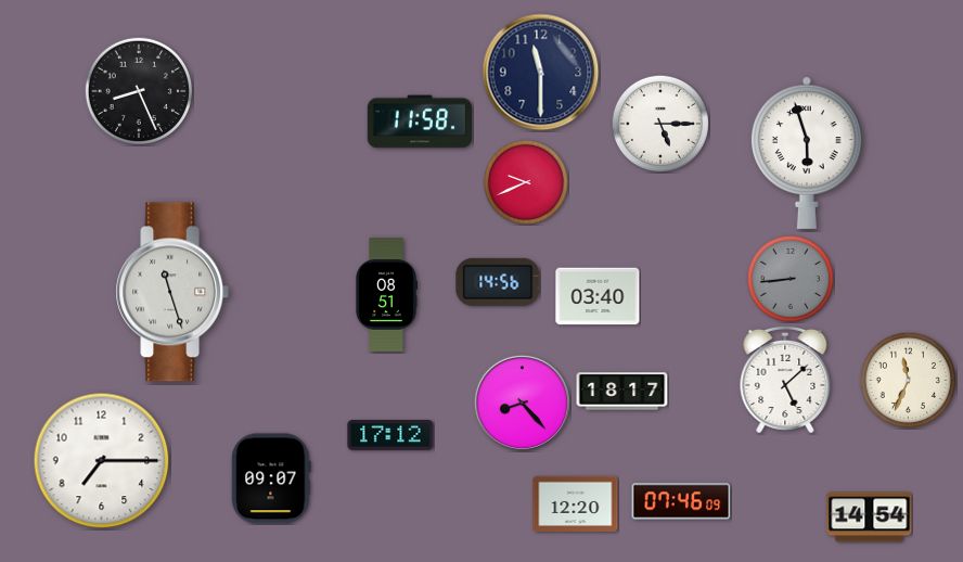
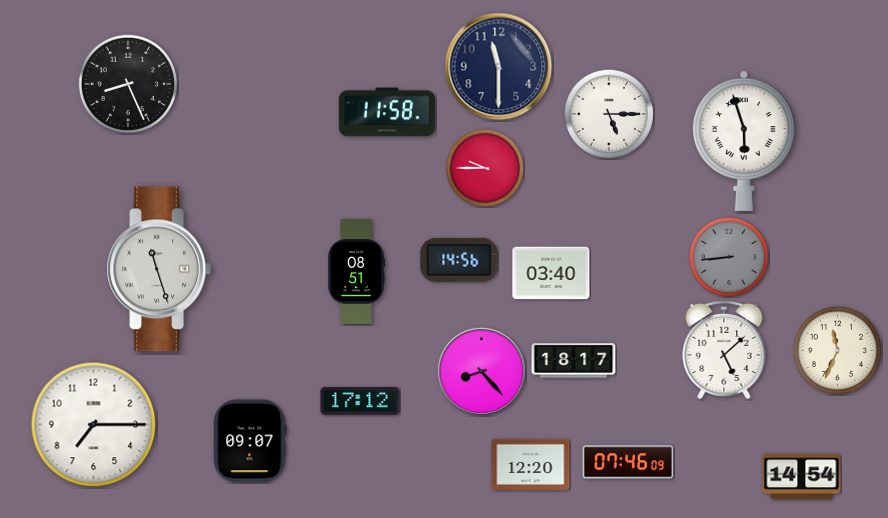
clock at (526, 182): 9:41 -> 9:45
